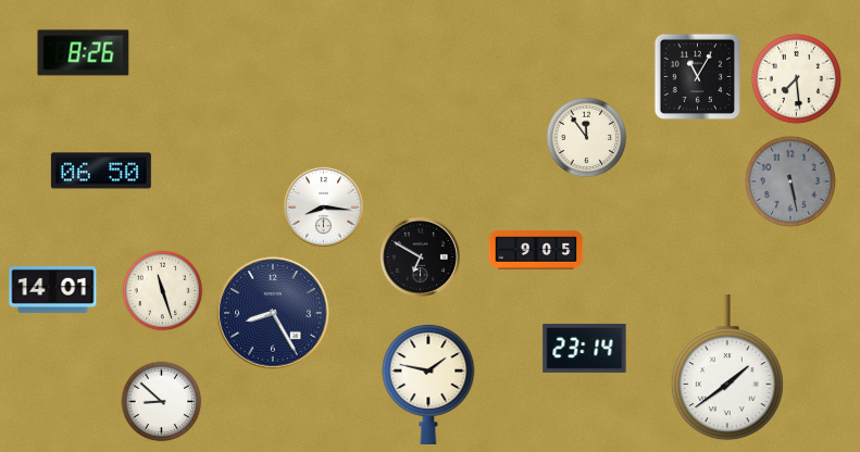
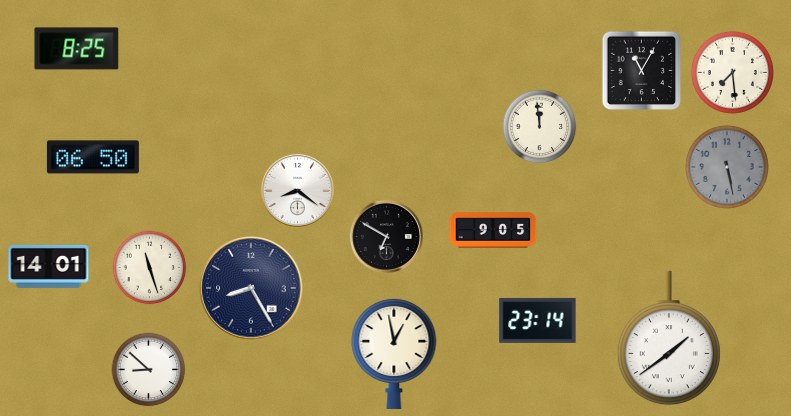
clock at (84, 53): 8:26 -> 8:25
clock at (587, 138): 11:54 -> 11:59
clock at (323, 206): 8:16 -> 8:21
clock at (428, 384): 1:47 -> 12:58
